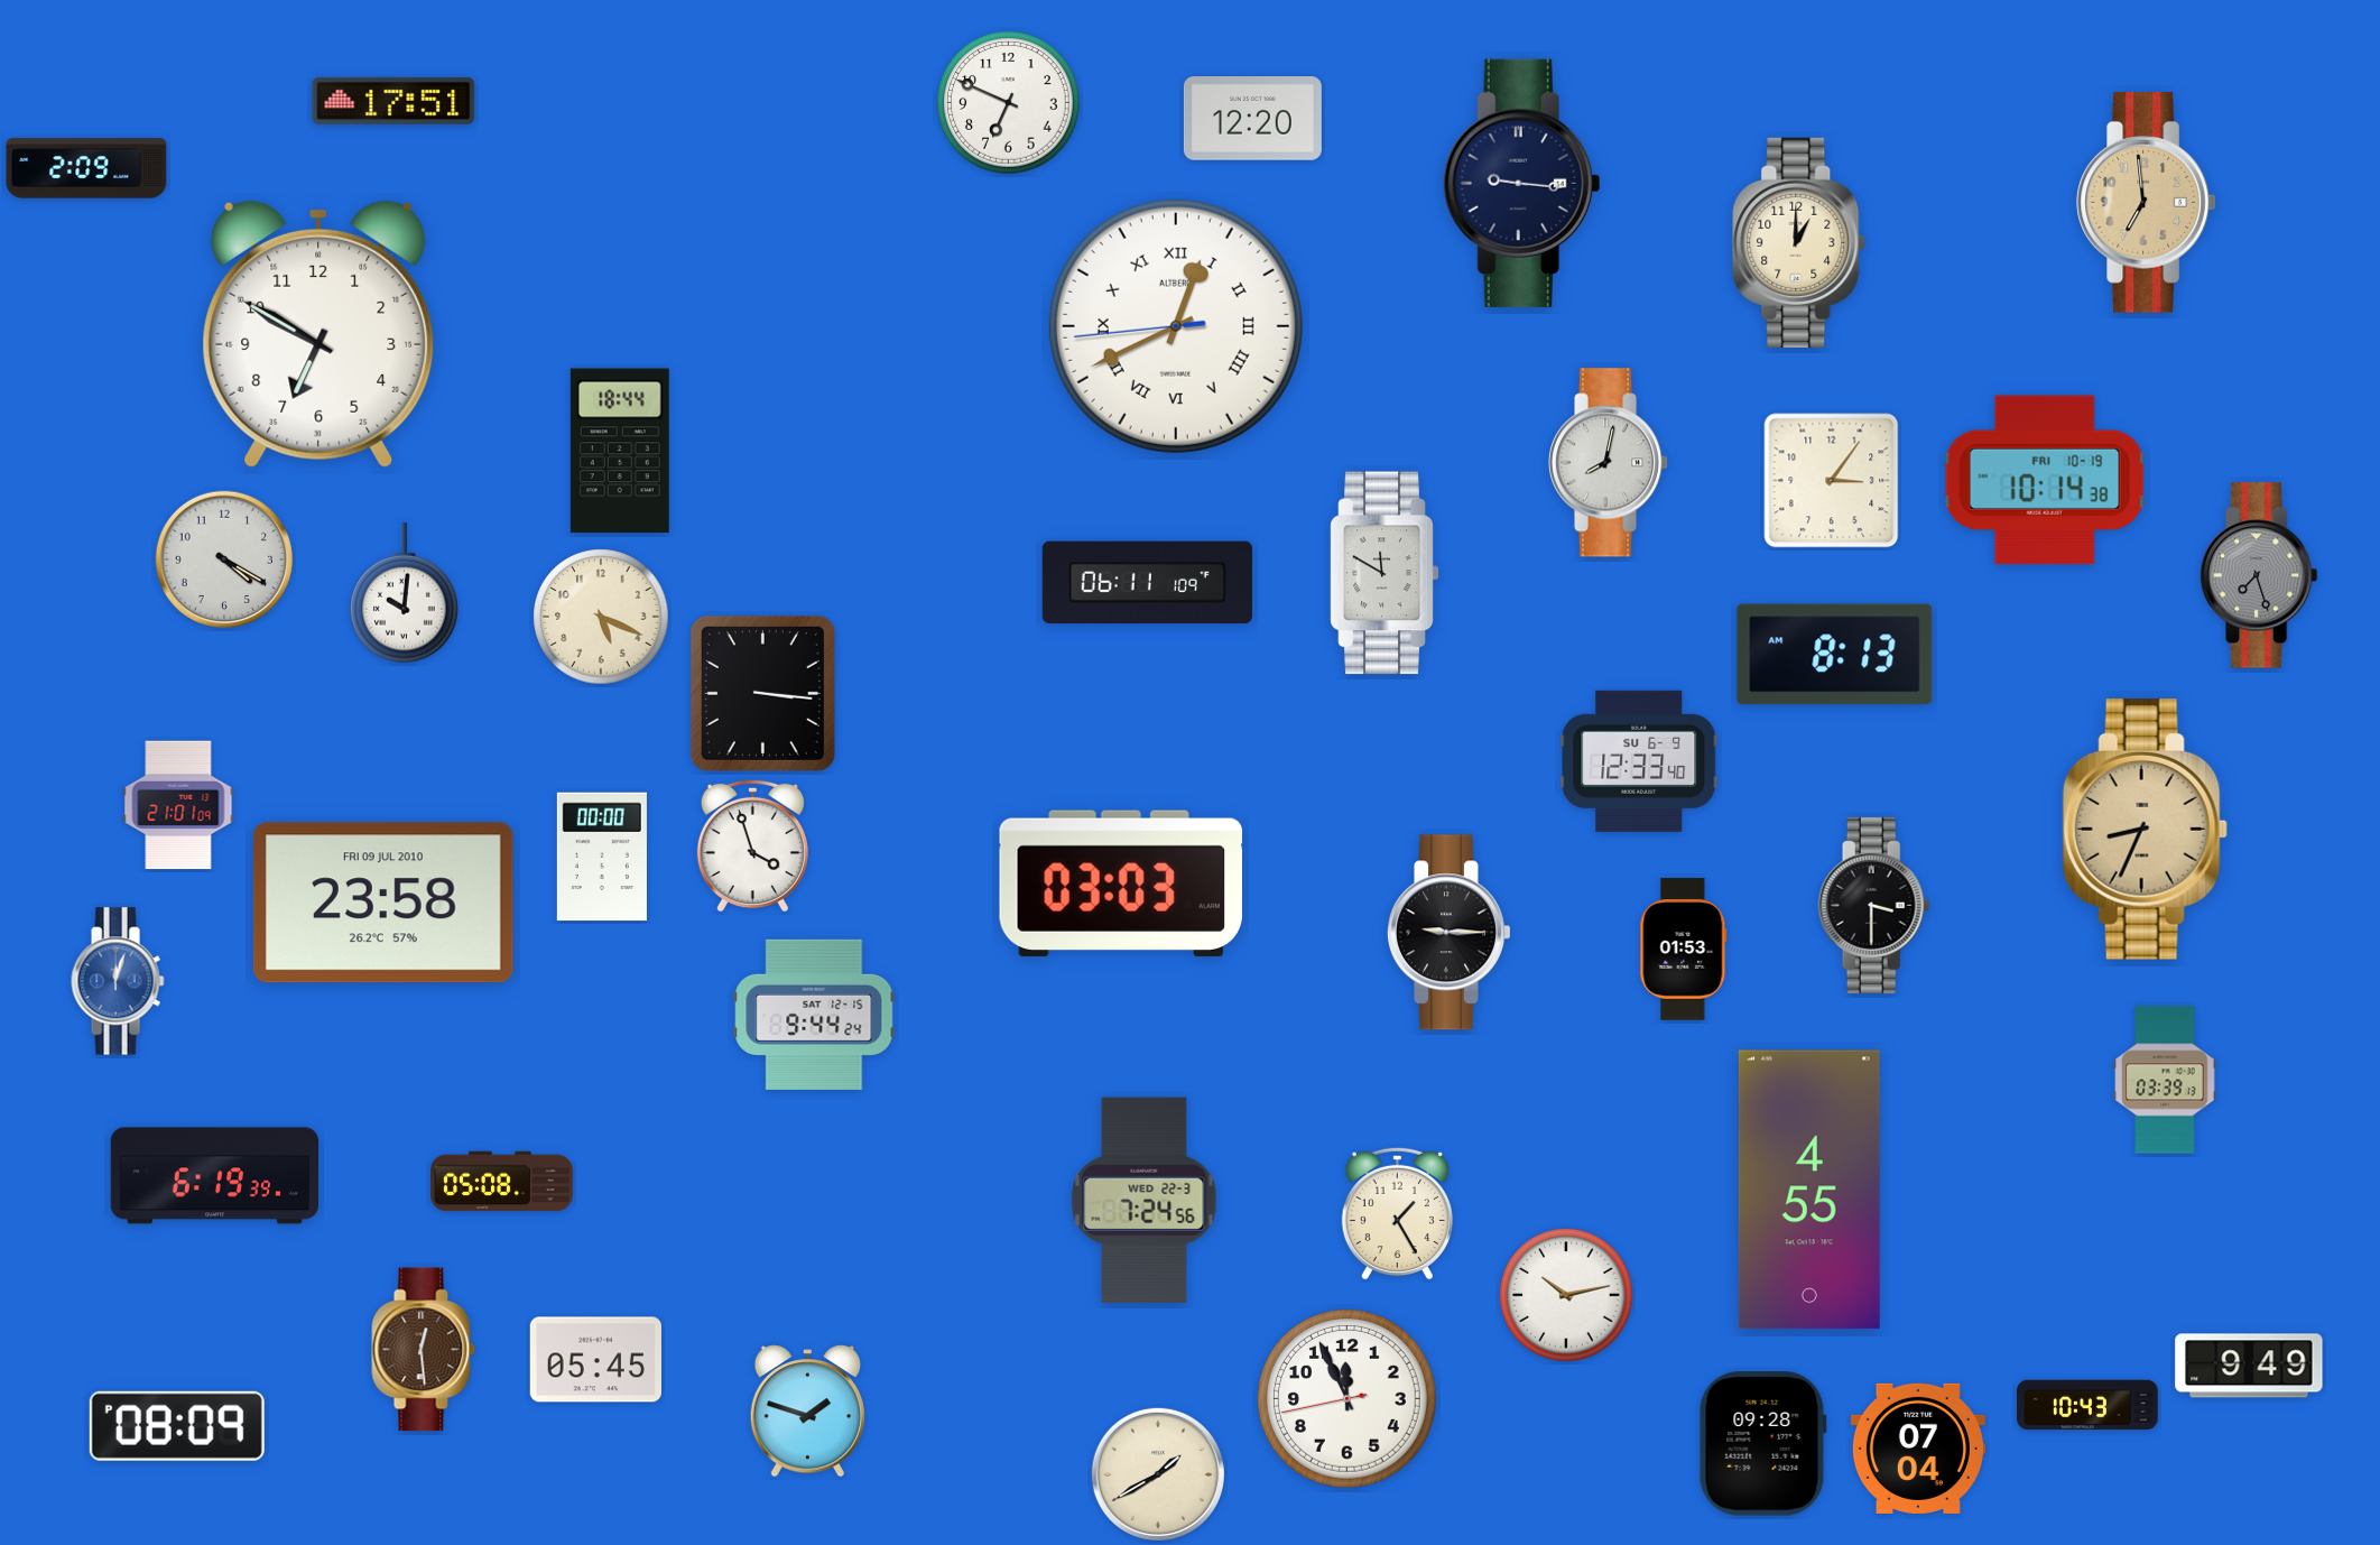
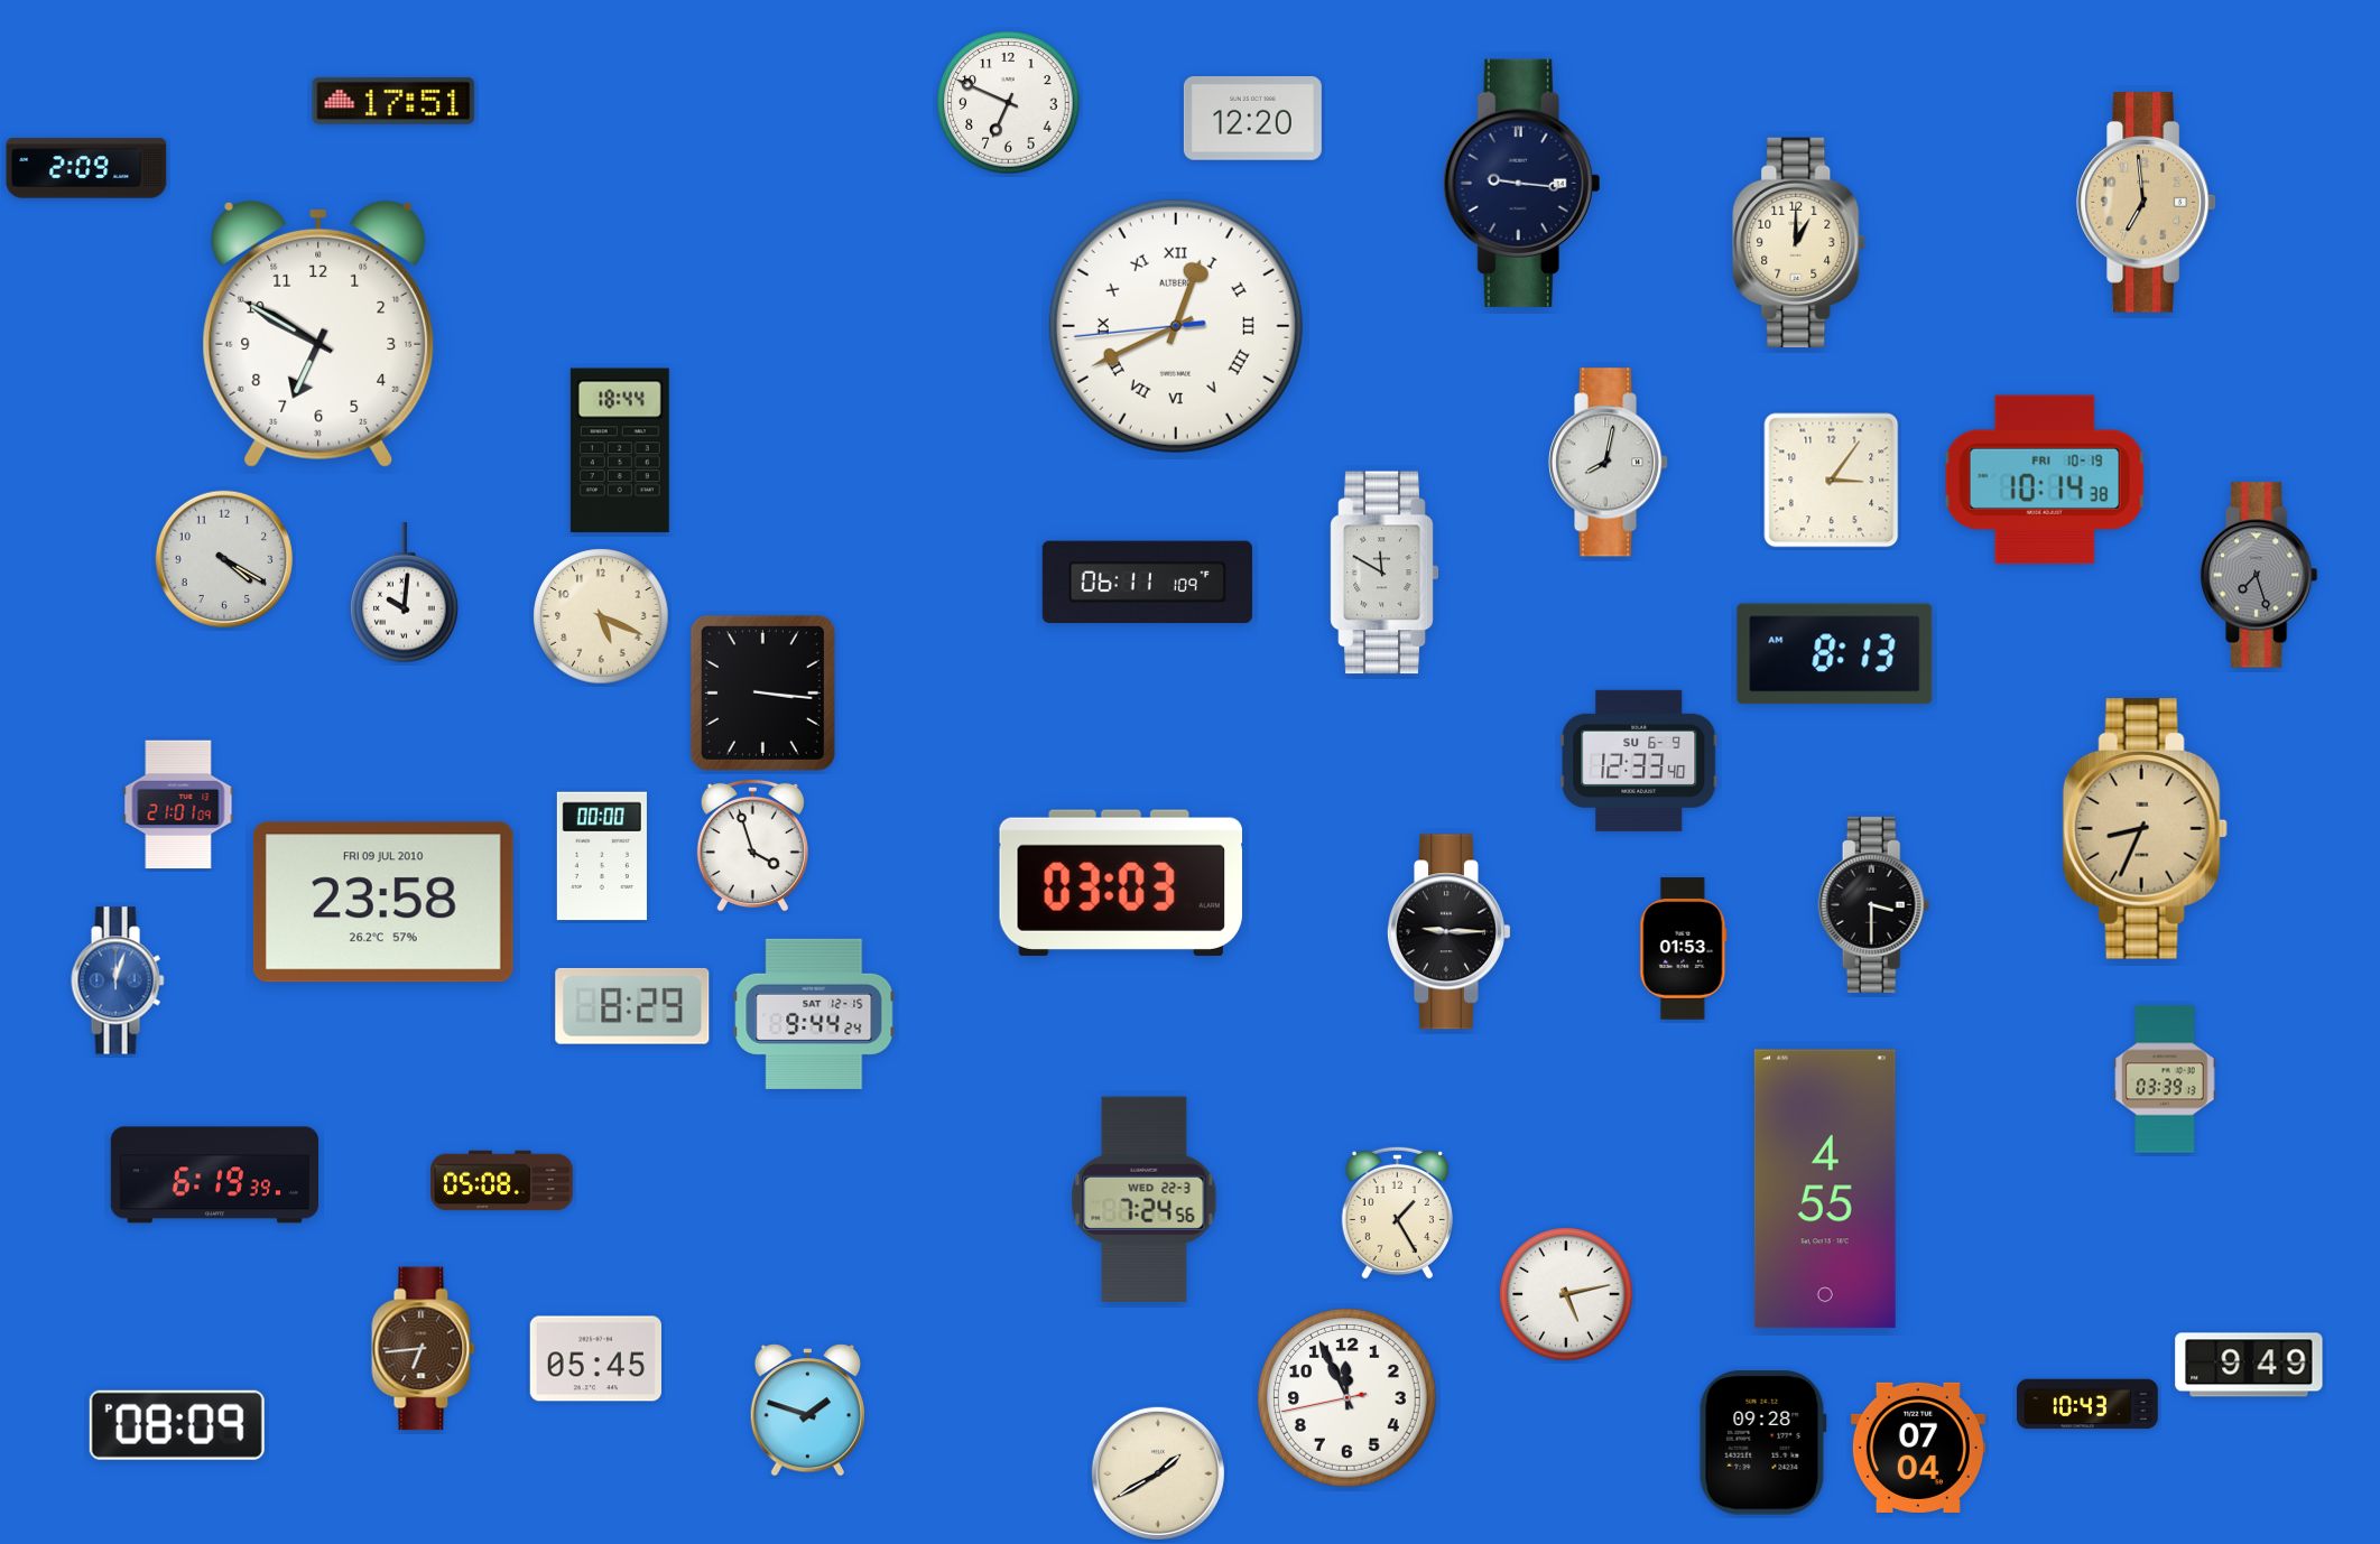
clock at (632, 1006): none -> 8:29
clock at (1809, 1190) position: (1809, 1190) -> (1825, 1189)
clock at (1566, 1295): 10:13 -> 5:13
clock at (424, 1350): 12:29 -> 6:44
